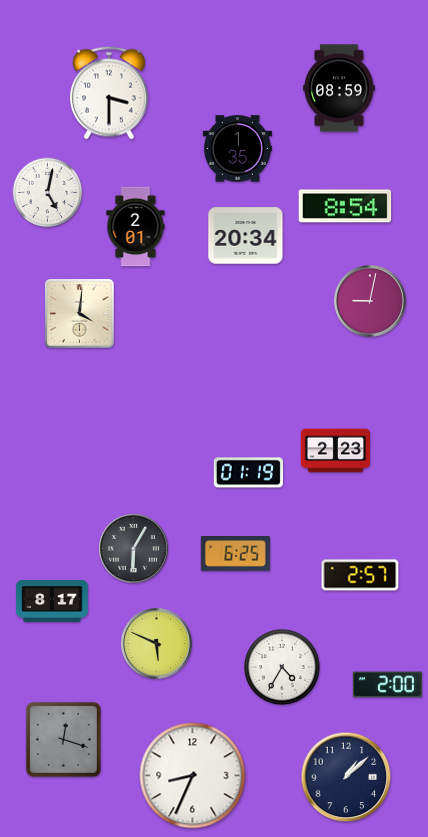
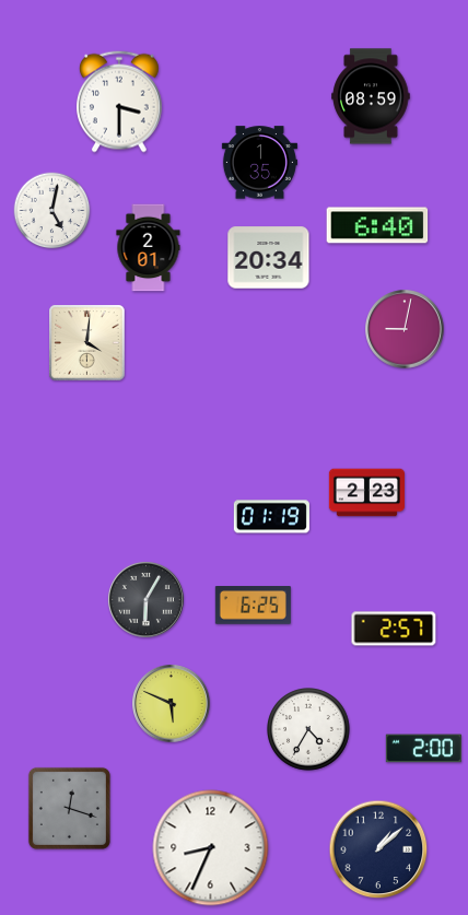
clock at (345, 206): 8:54 -> 6:40
clock at (235, 554) position: (235, 554) -> (253, 606)
clock at (52, 602): 8:17 -> none
